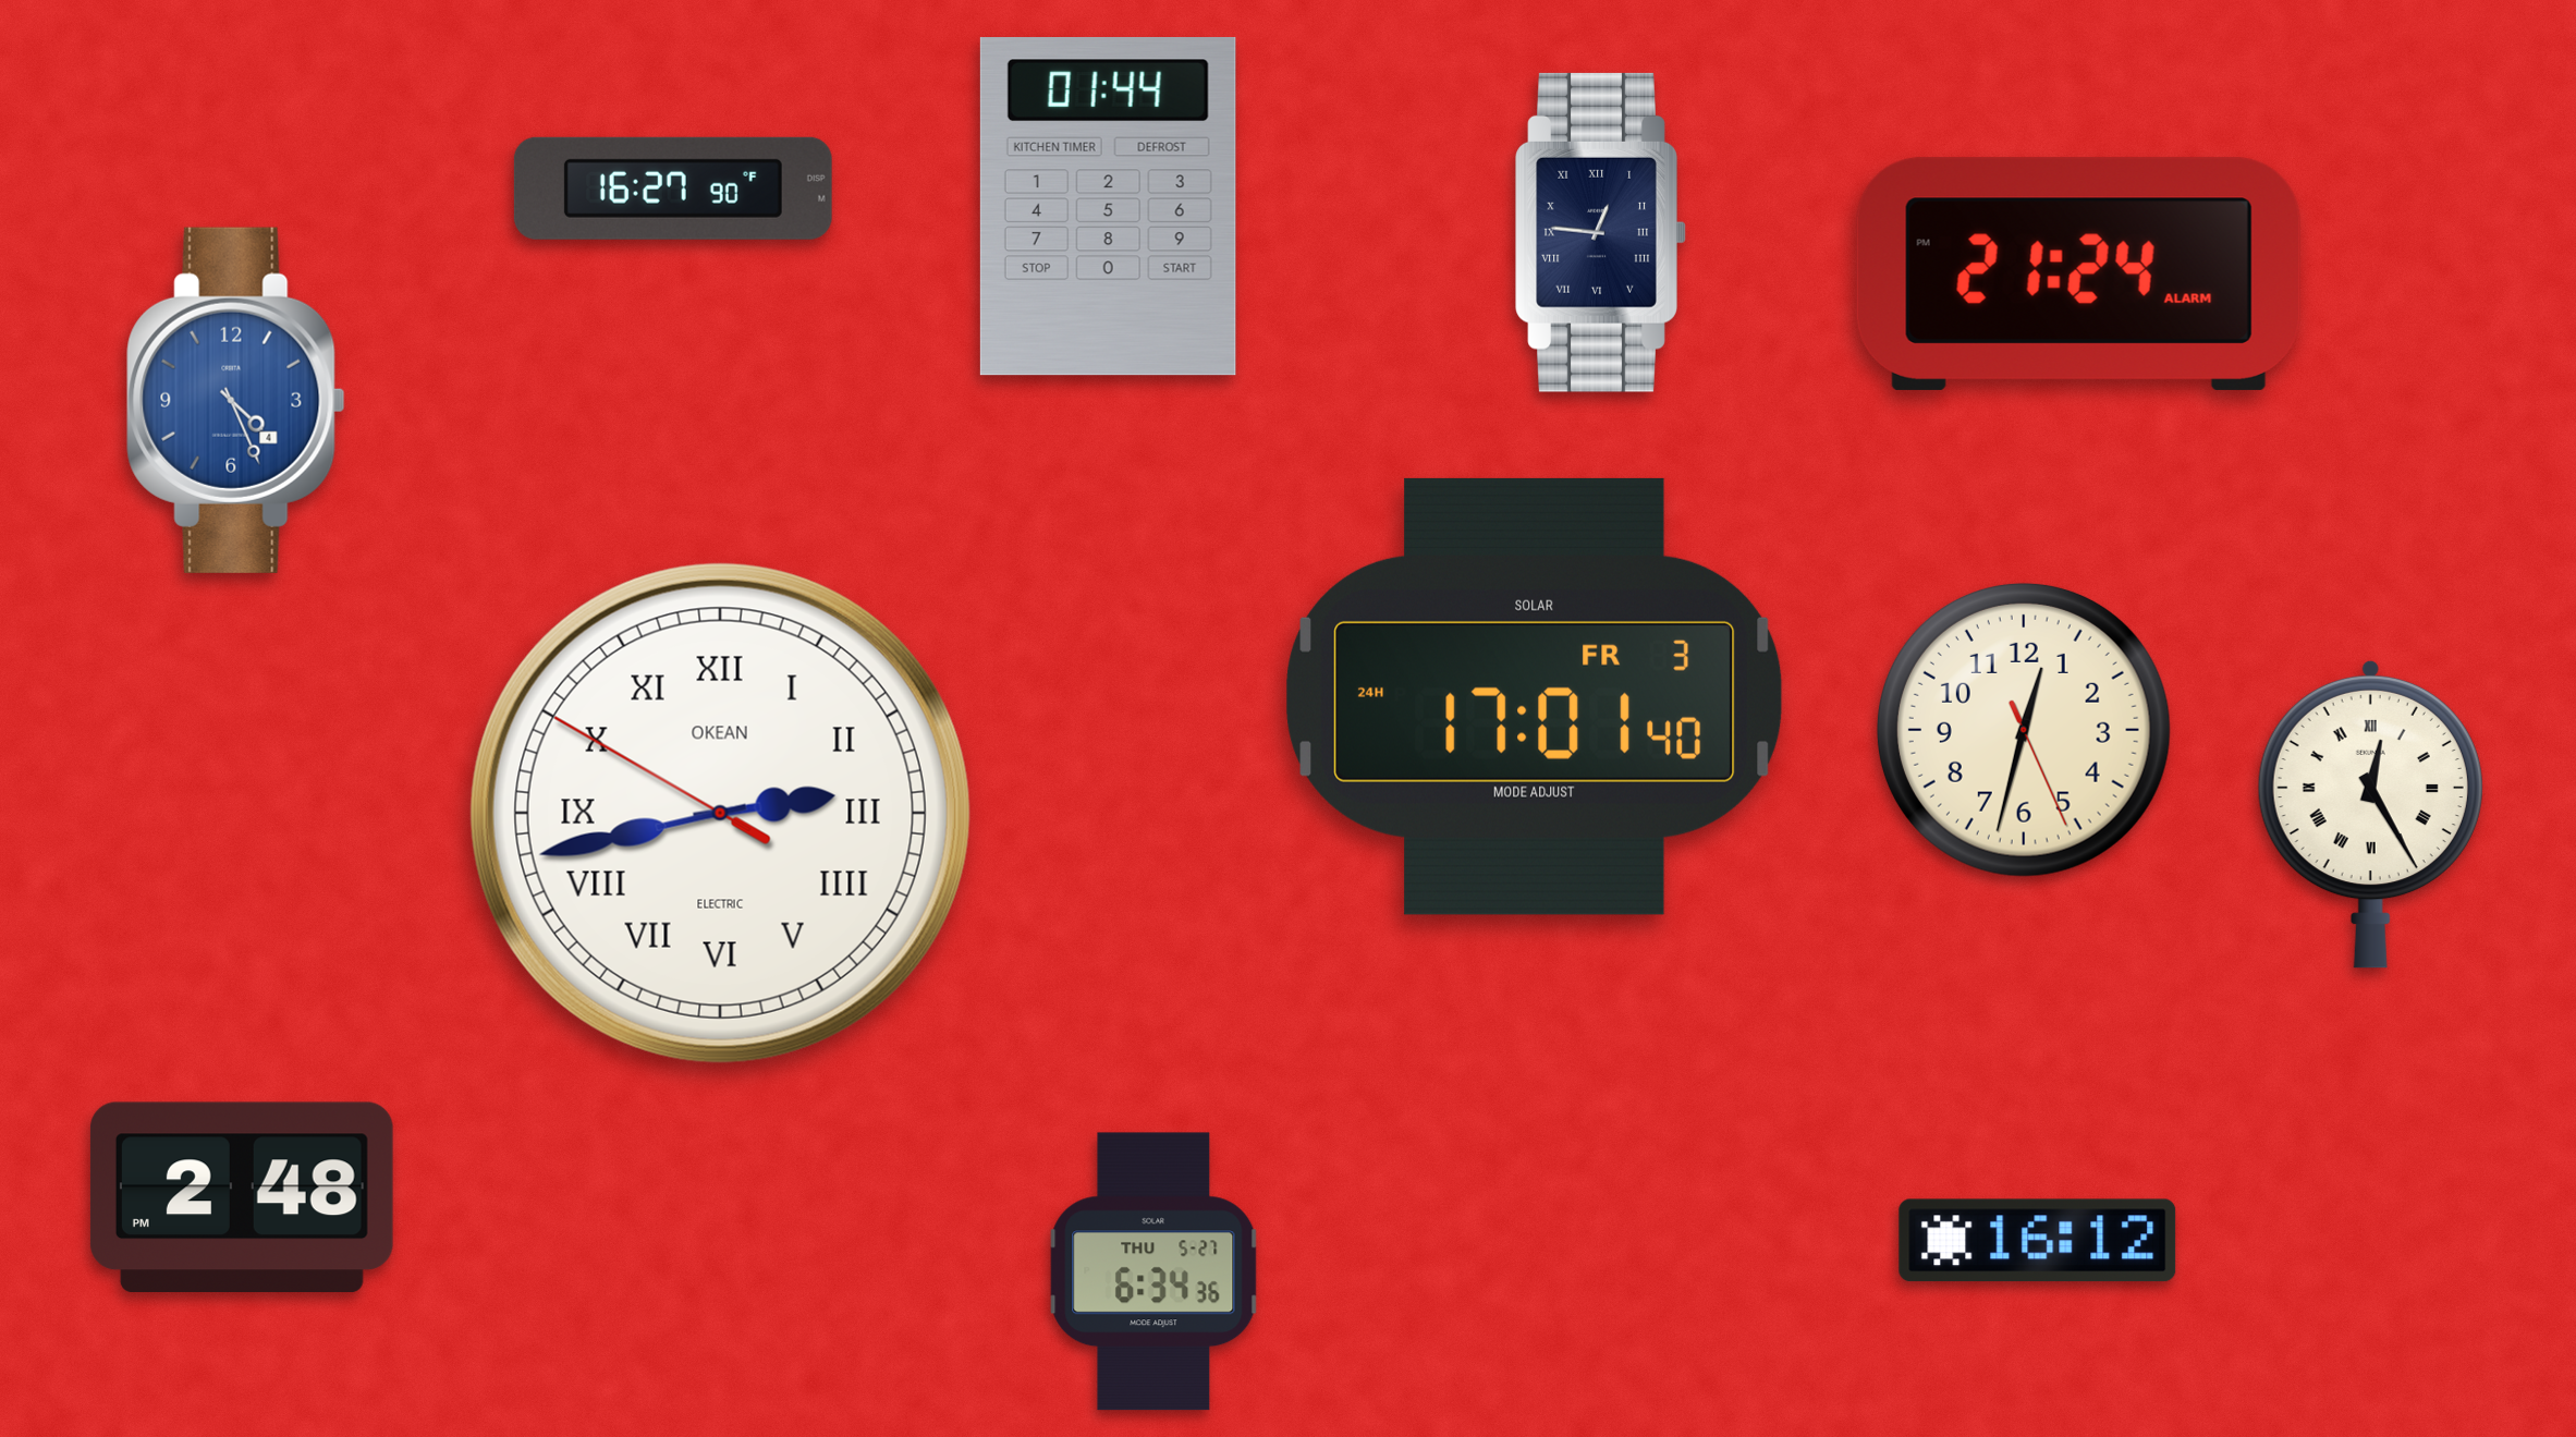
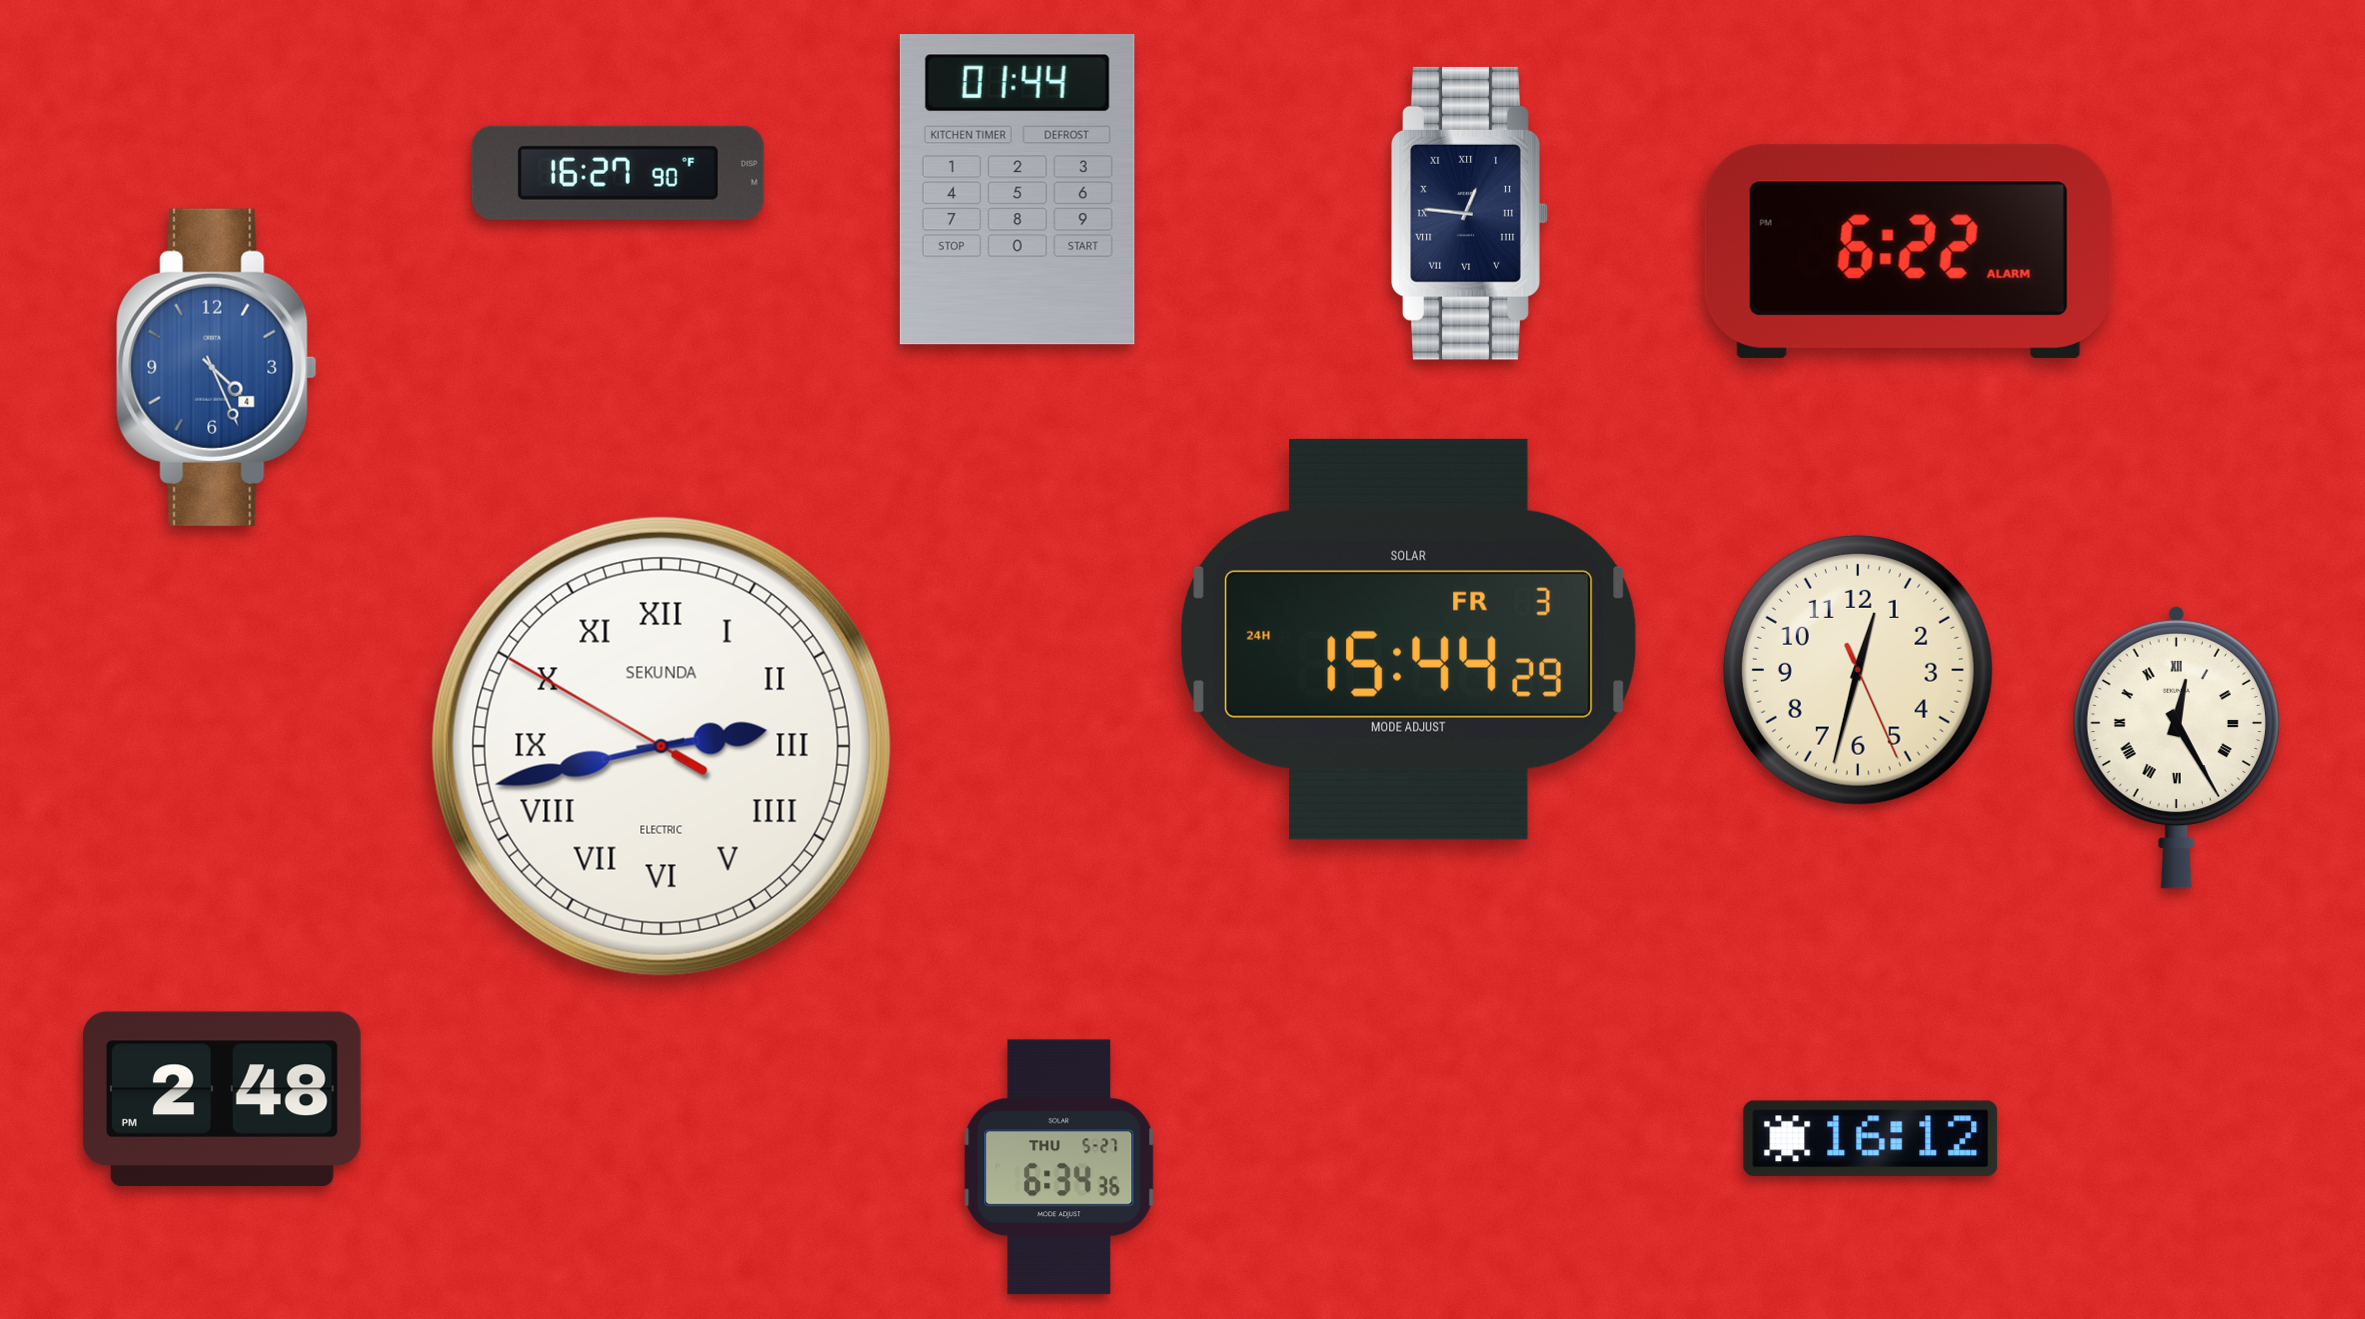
clock at (2078, 273): 21:24 -> 6:22
clock at (1535, 696): 17:01 -> 15:44
clock at (720, 813) brand: OKEAN -> SEKUNDA
